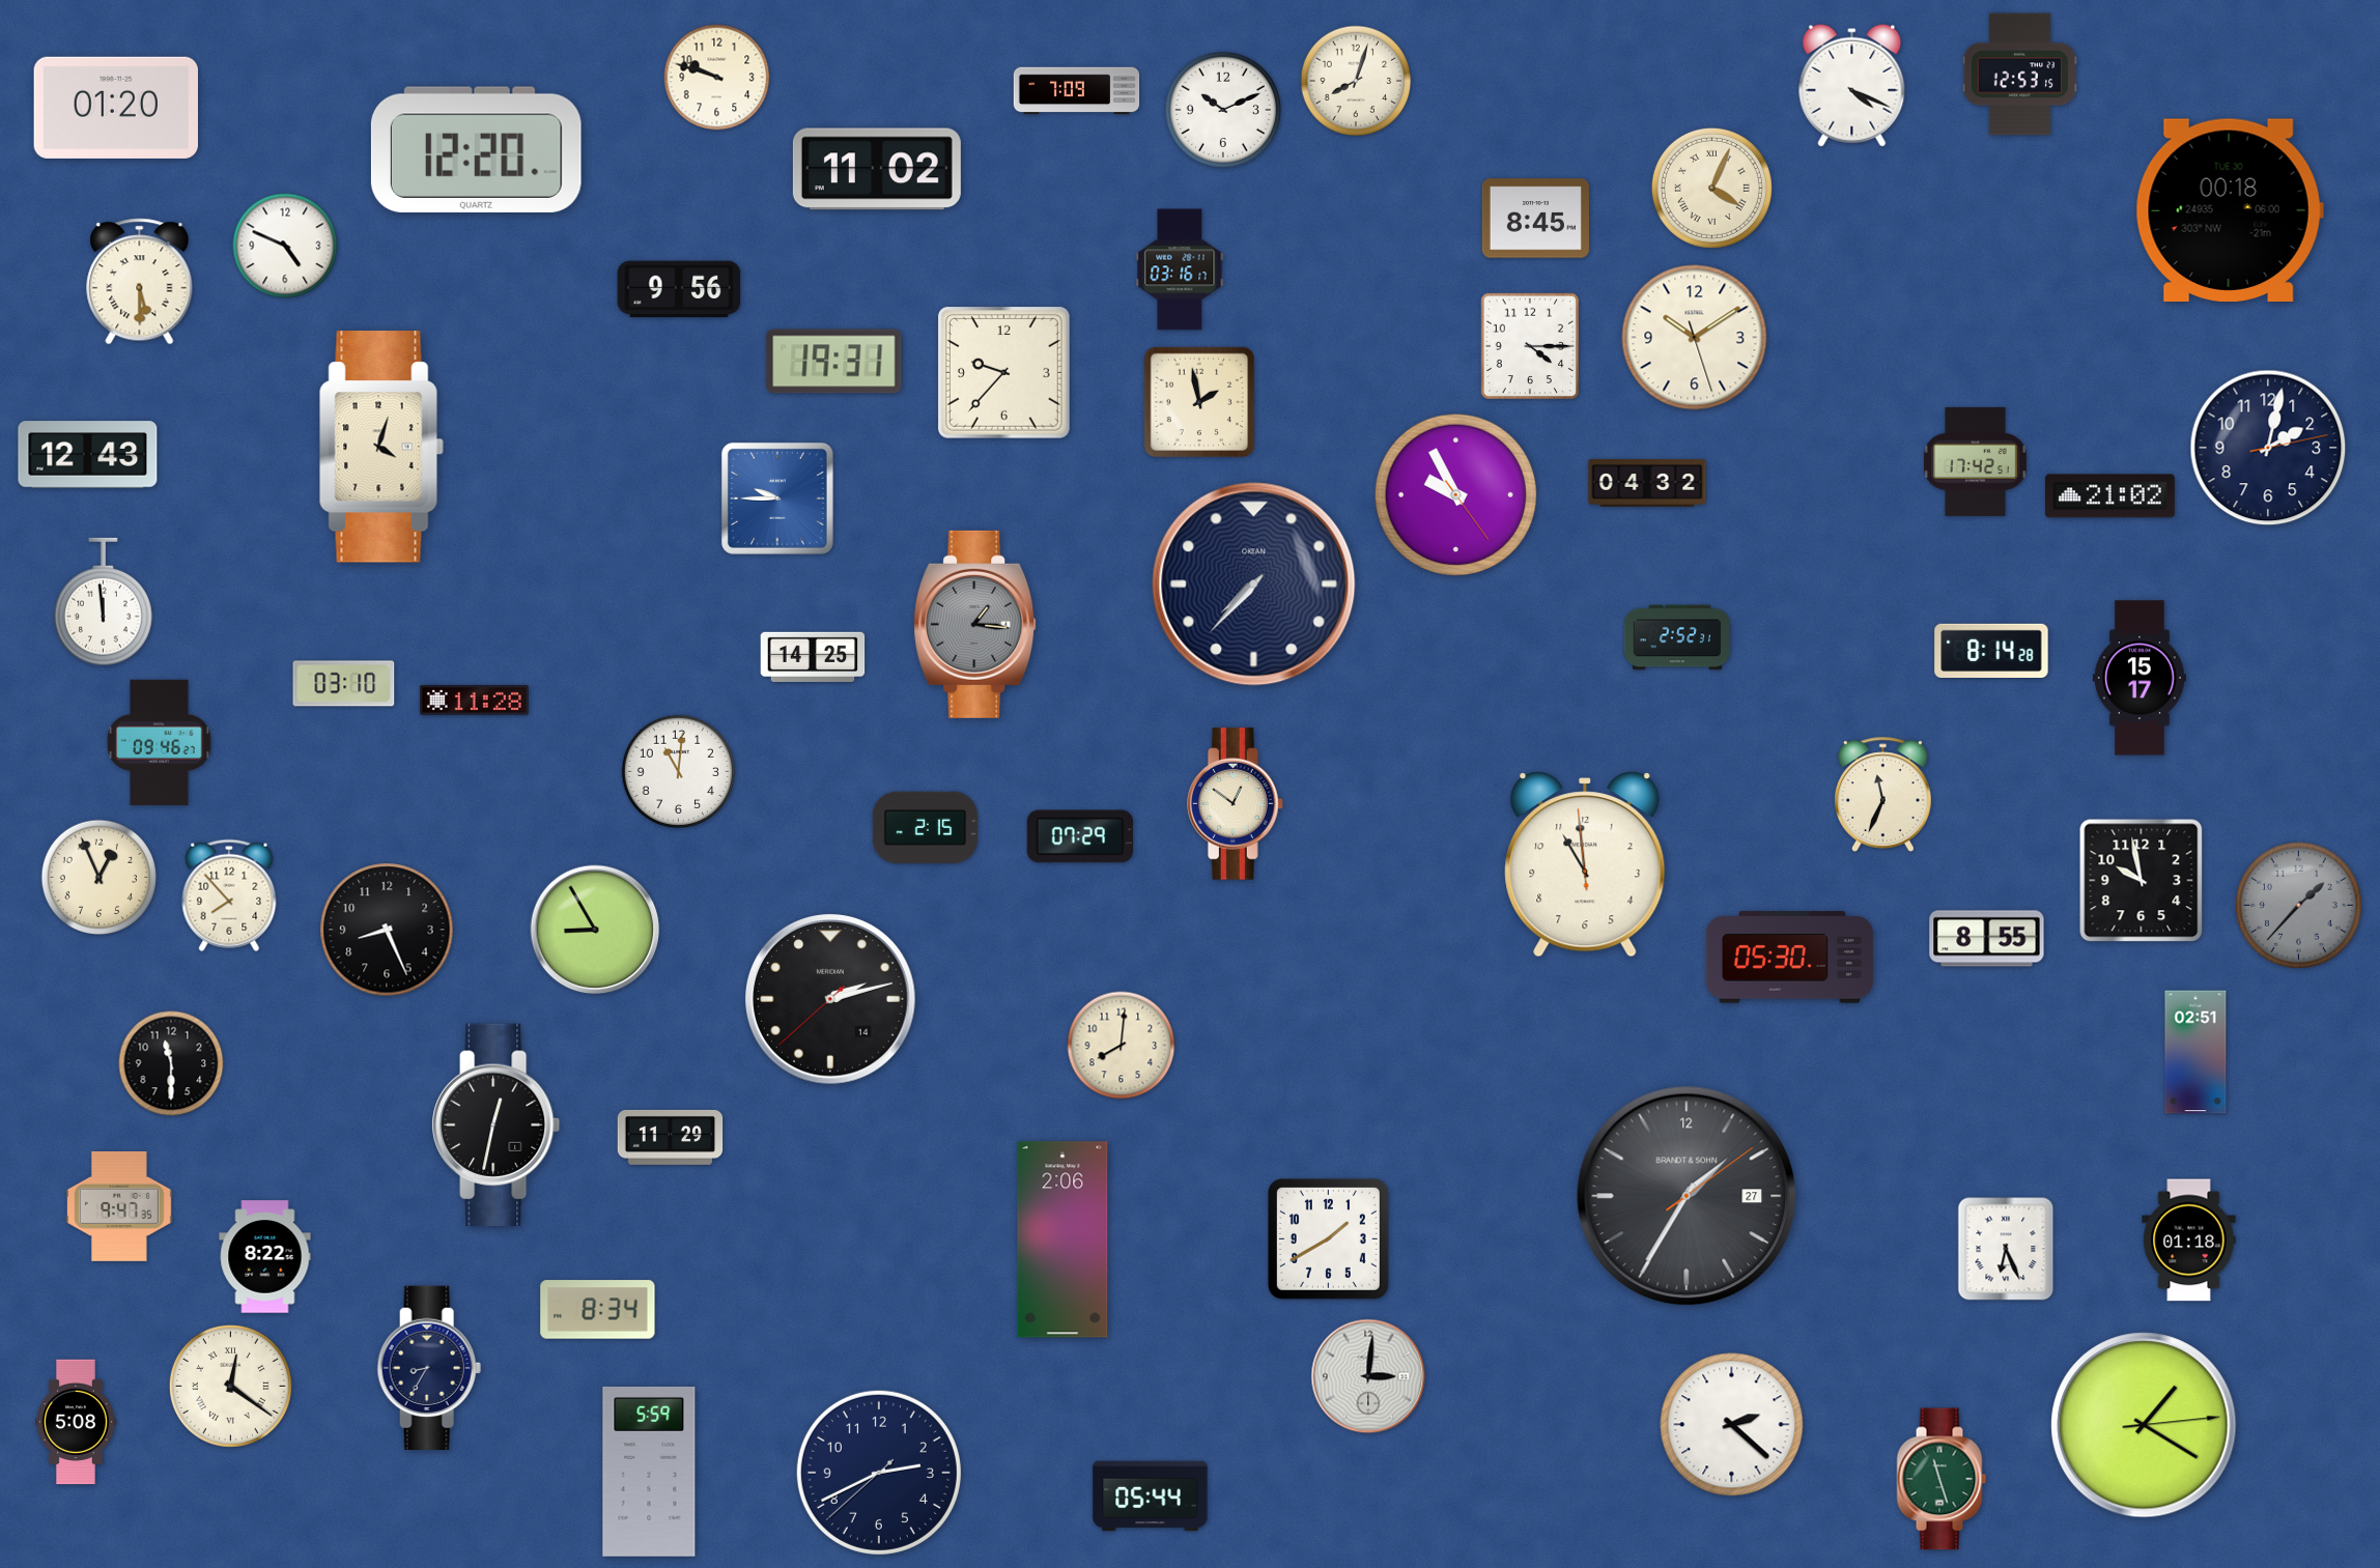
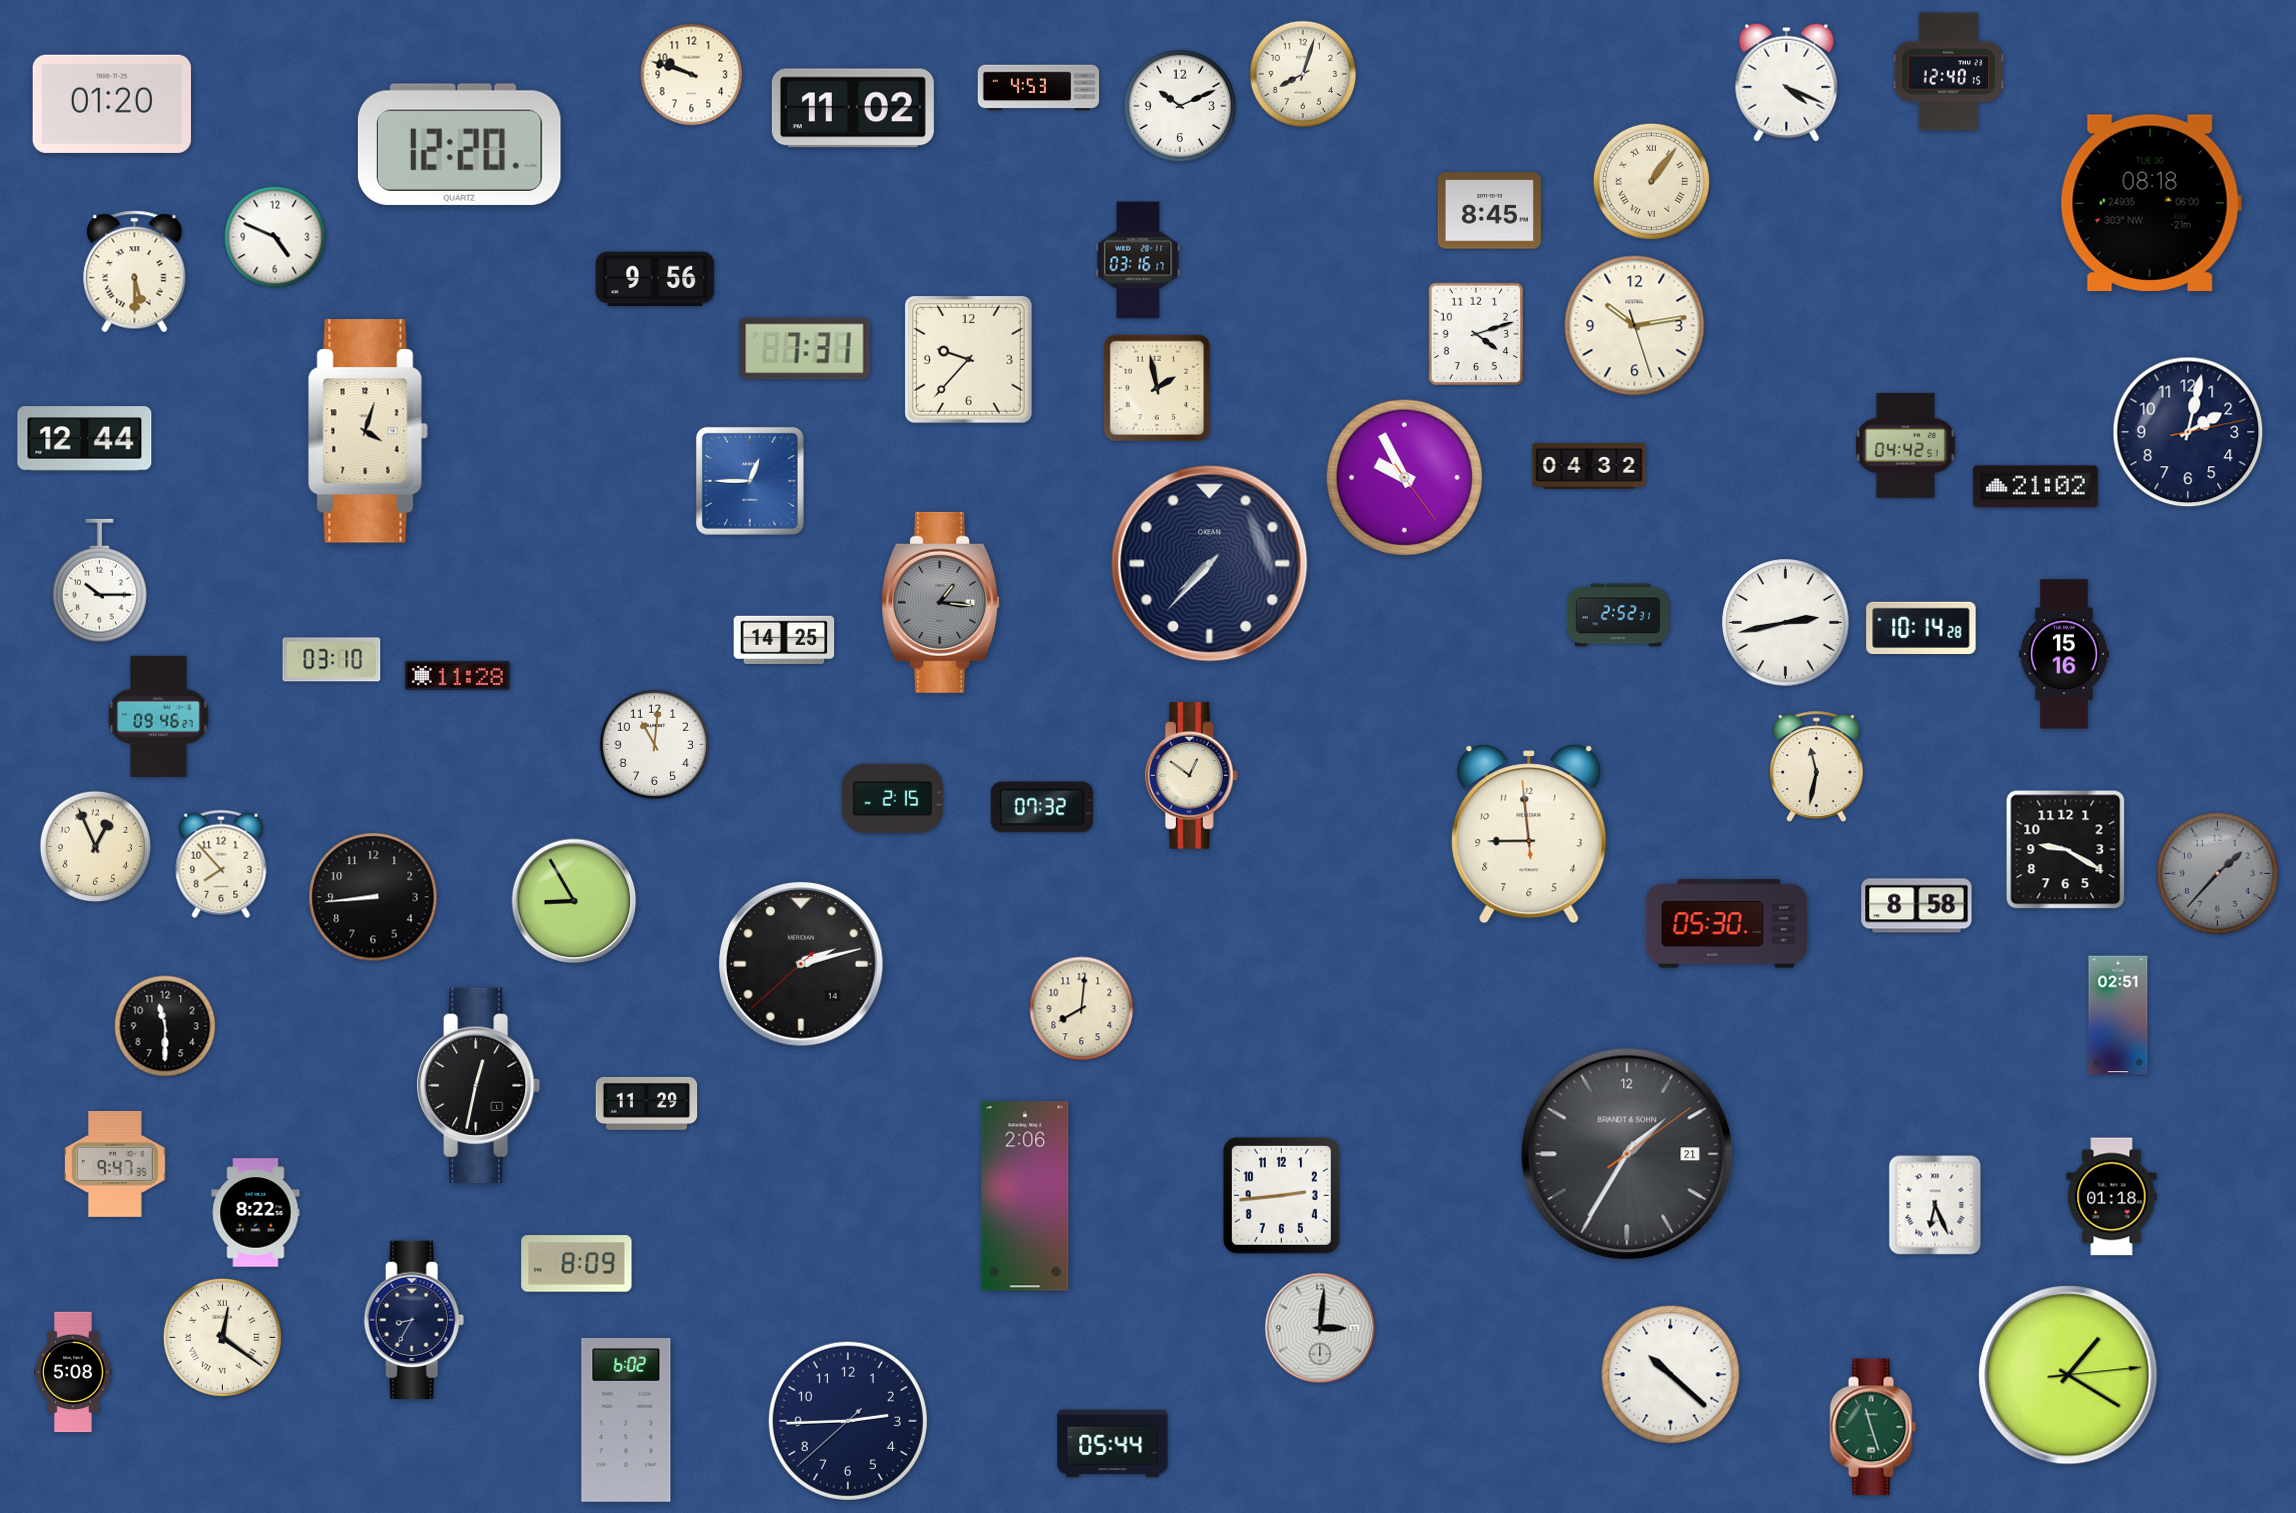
clock at (2020, 75): 12:53 -> 12:40
clock at (1356, 81) position: (1356, 81) -> (1303, 74)
clock at (1077, 91): 7:09 -> 4:53
clock at (877, 169) position: (877, 169) -> (853, 108)
clock at (1711, 188): 4:04 -> 1:06
clock at (2230, 209): 00:18 -> 08:18
clock at (1535, 219) position: (1535, 219) -> (1489, 211)
clock at (1695, 338): 10:09 -> 10:13
clock at (1530, 346): 4:15 -> 4:12
clock at (834, 362): 19:31 -> 7:31
clock at (88, 455): 12:43 -> 12:44
clock at (1975, 461): 17:42 -> 04:42
clock at (2109, 496) position: (2109, 496) -> (2035, 487)
clock at (777, 498): 9:45 -> 12:45
clock at (104, 602): 11:59 -> 10:15
clock at (1786, 623): none -> 2:43
clock at (1991, 651): 8:14 -> 10:14
clock at (813, 656) position: (813, 656) -> (784, 639)
clock at (2140, 678): 15:17 -> 15:16
clock at (160, 742) position: (160, 742) -> (159, 716)
clock at (1883, 794): 11:34 -> 11:32
clock at (1080, 836): 07:29 -> 07:32
clock at (1585, 864): 10:58 -> 8:58
clock at (2142, 881): 9:58 -> 9:20
clock at (387, 930): 8:26 -> 8:44
clock at (595, 930) position: (595, 930) -> (574, 901)
clock at (1987, 939): 8:55 -> 8:58
clock at (671, 1137) position: (671, 1137) -> (647, 1103)
clock at (1687, 1196) date: 27 -> 21
clock at (1328, 1238): 1:40 -> 2:44
clock at (598, 1310): 8:34 -> 8:09
clock at (1732, 1425): 2:22 -> 10:22
clock at (649, 1472): 5:59 -> 6:02
clock at (879, 1473): 2:40 -> 2:44
clock at (1151, 1496) position: (1151, 1496) -> (1113, 1444)
